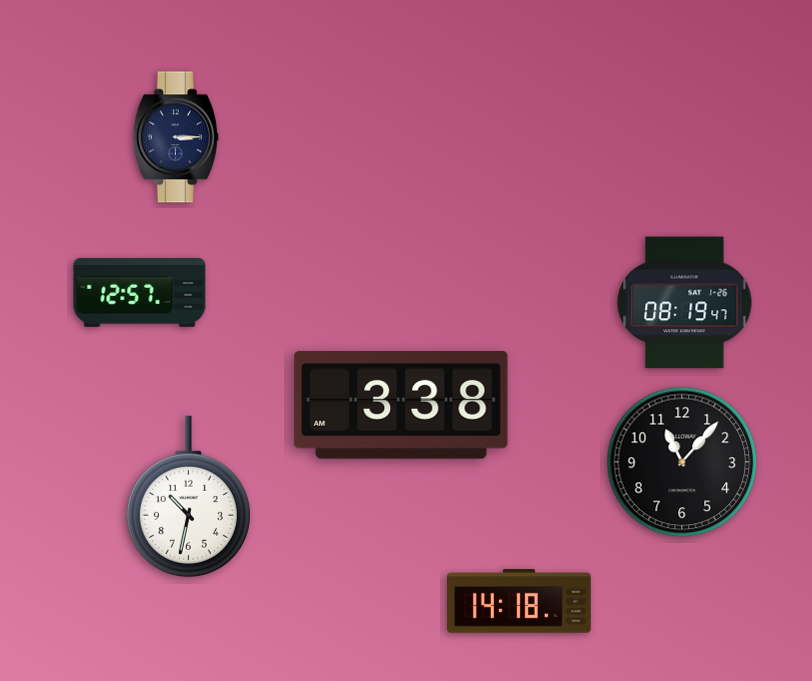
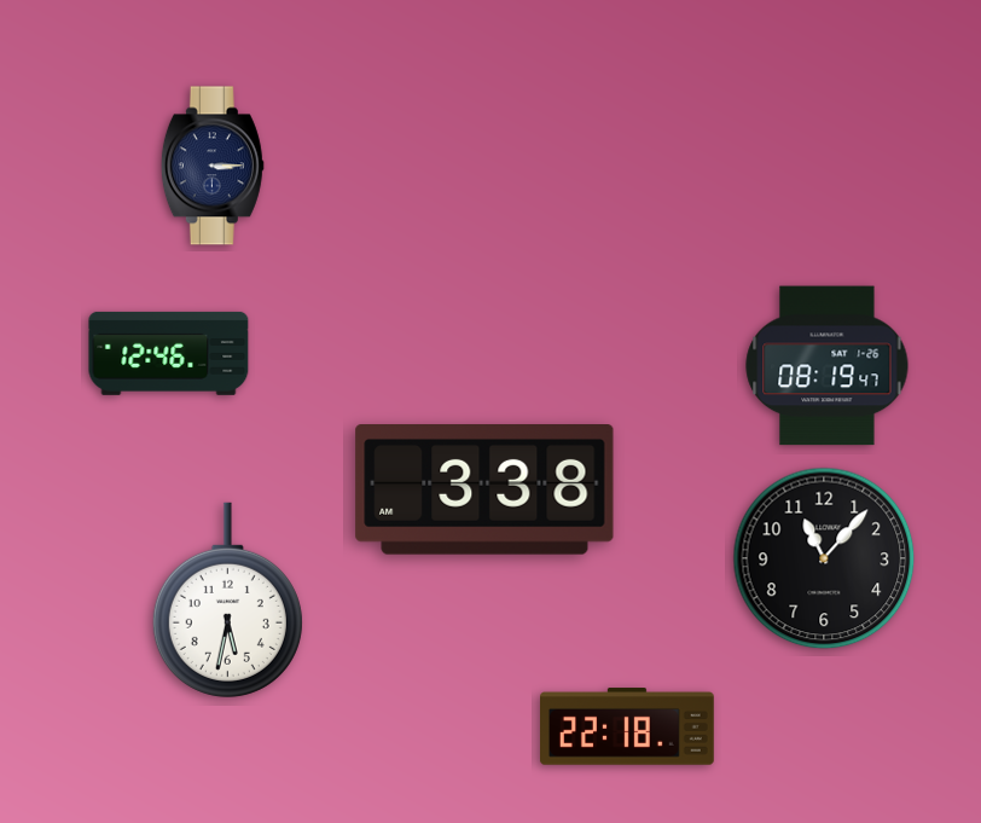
clock at (140, 292): 12:57 -> 12:46
clock at (188, 496): 10:32 -> 5:32
clock at (520, 601): 14:18 -> 22:18
